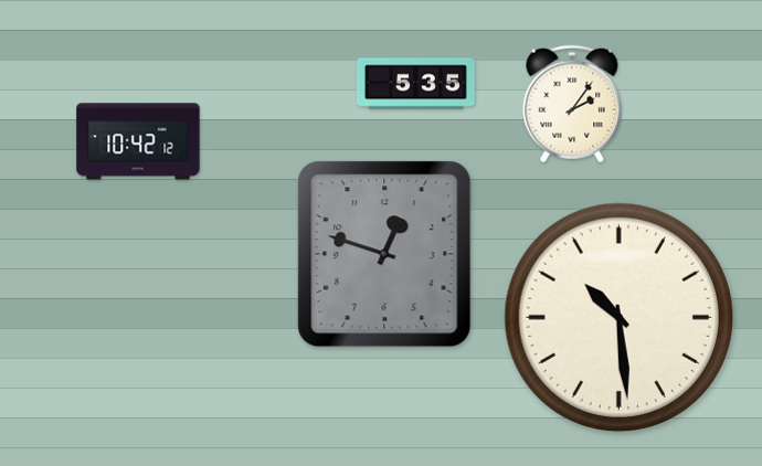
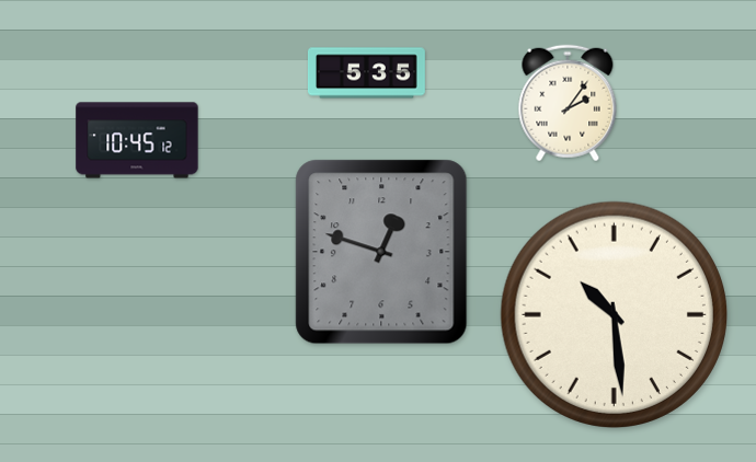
clock at (415, 84) position: (415, 84) -> (366, 73)
clock at (138, 141): 10:42 -> 10:45
